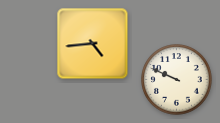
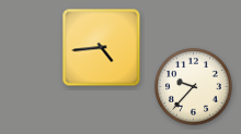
clock at (177, 80): 9:49 -> 9:37
